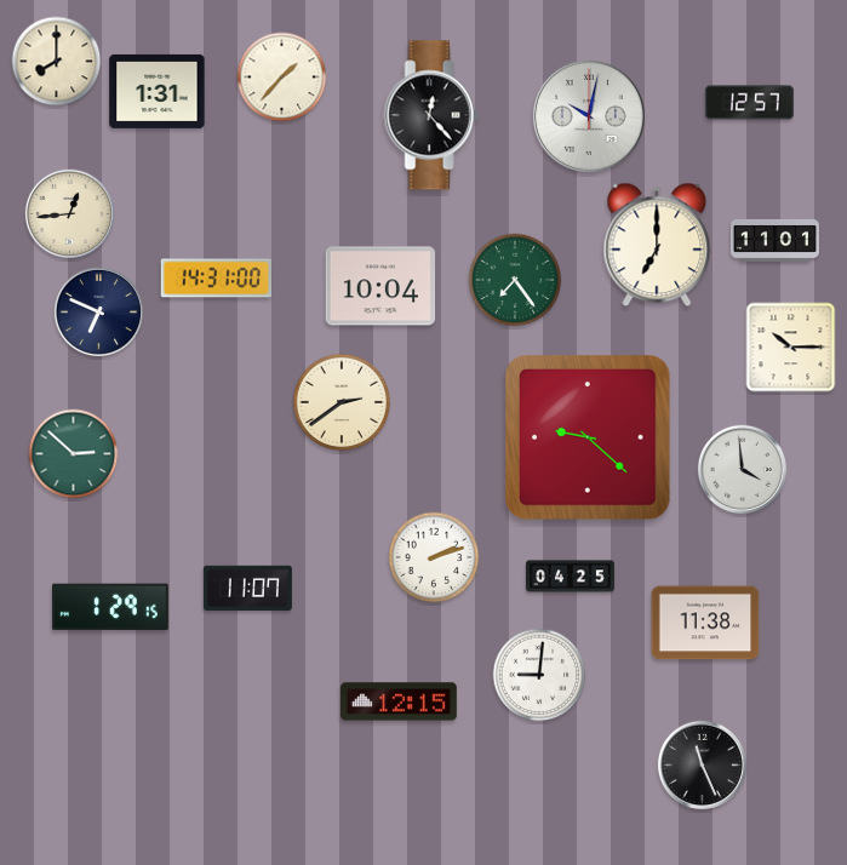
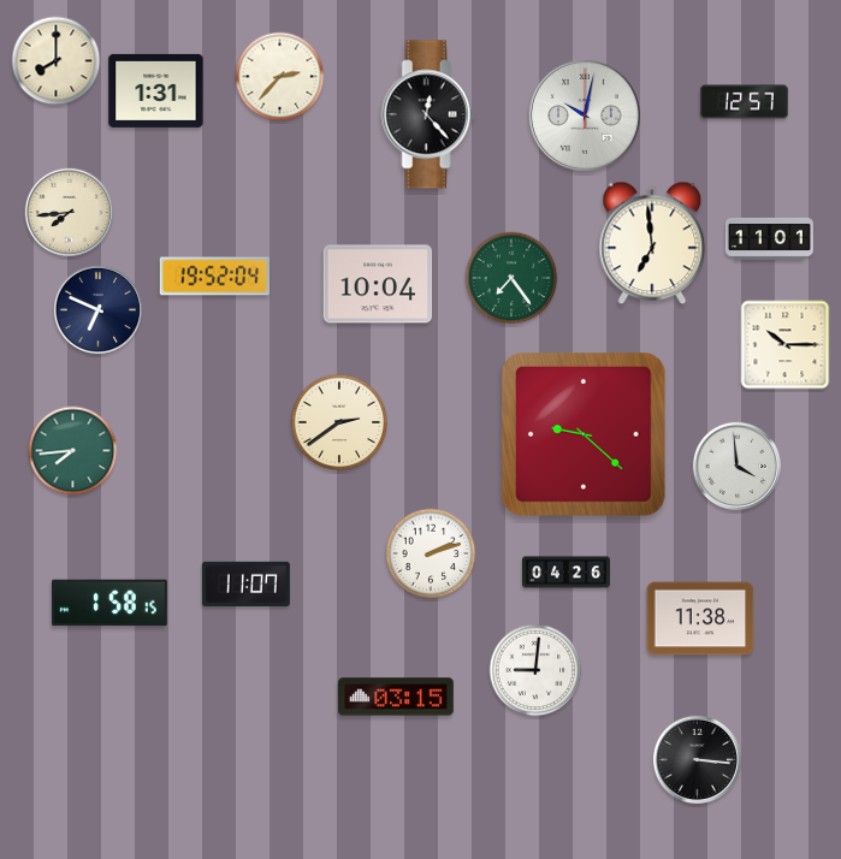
clock at (282, 78): 1:37 -> 2:37
clock at (69, 213): 12:44 -> 7:44
clock at (657, 245): 7:00 -> 6:59
clock at (216, 279): 14:31 -> 19:52
clock at (342, 402) position: (342, 402) -> (339, 422)
clock at (74, 454): 2:52 -> 7:44
clock at (570, 577): 04:25 -> 04:26
clock at (111, 607): 1:29 -> 1:58
clock at (399, 701): 12:15 -> 03:15
clock at (702, 764): 11:26 -> 3:16
